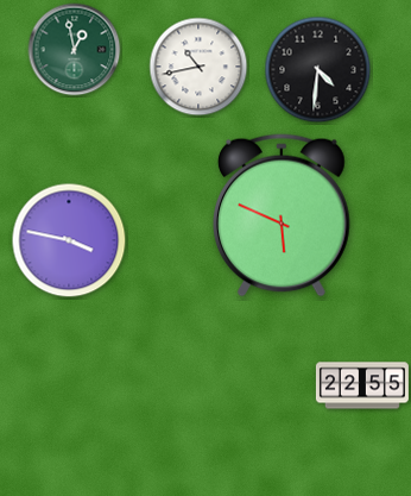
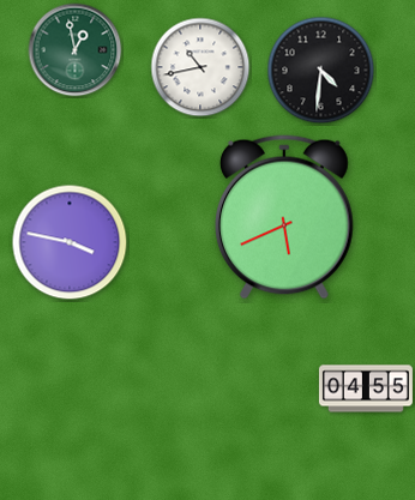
clock at (283, 215): 5:49 -> 5:41
clock at (362, 385): 22:55 -> 04:55
